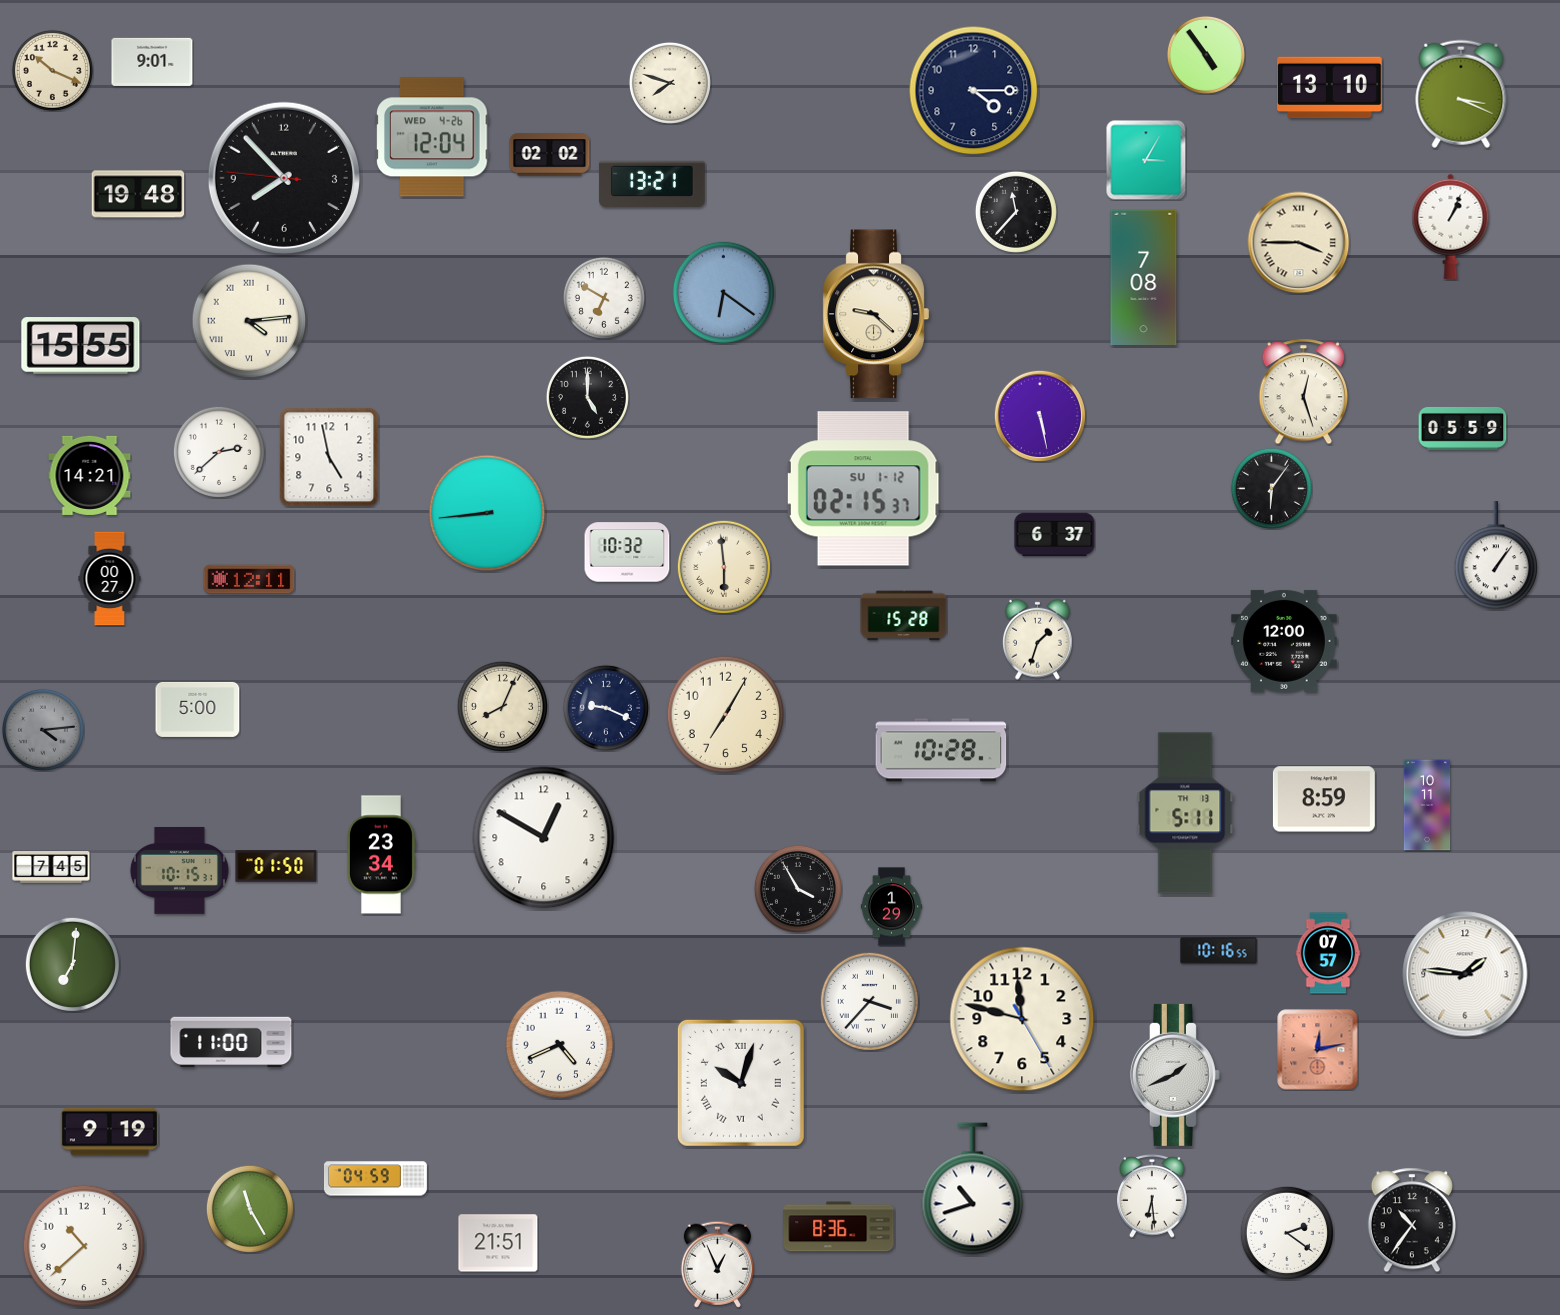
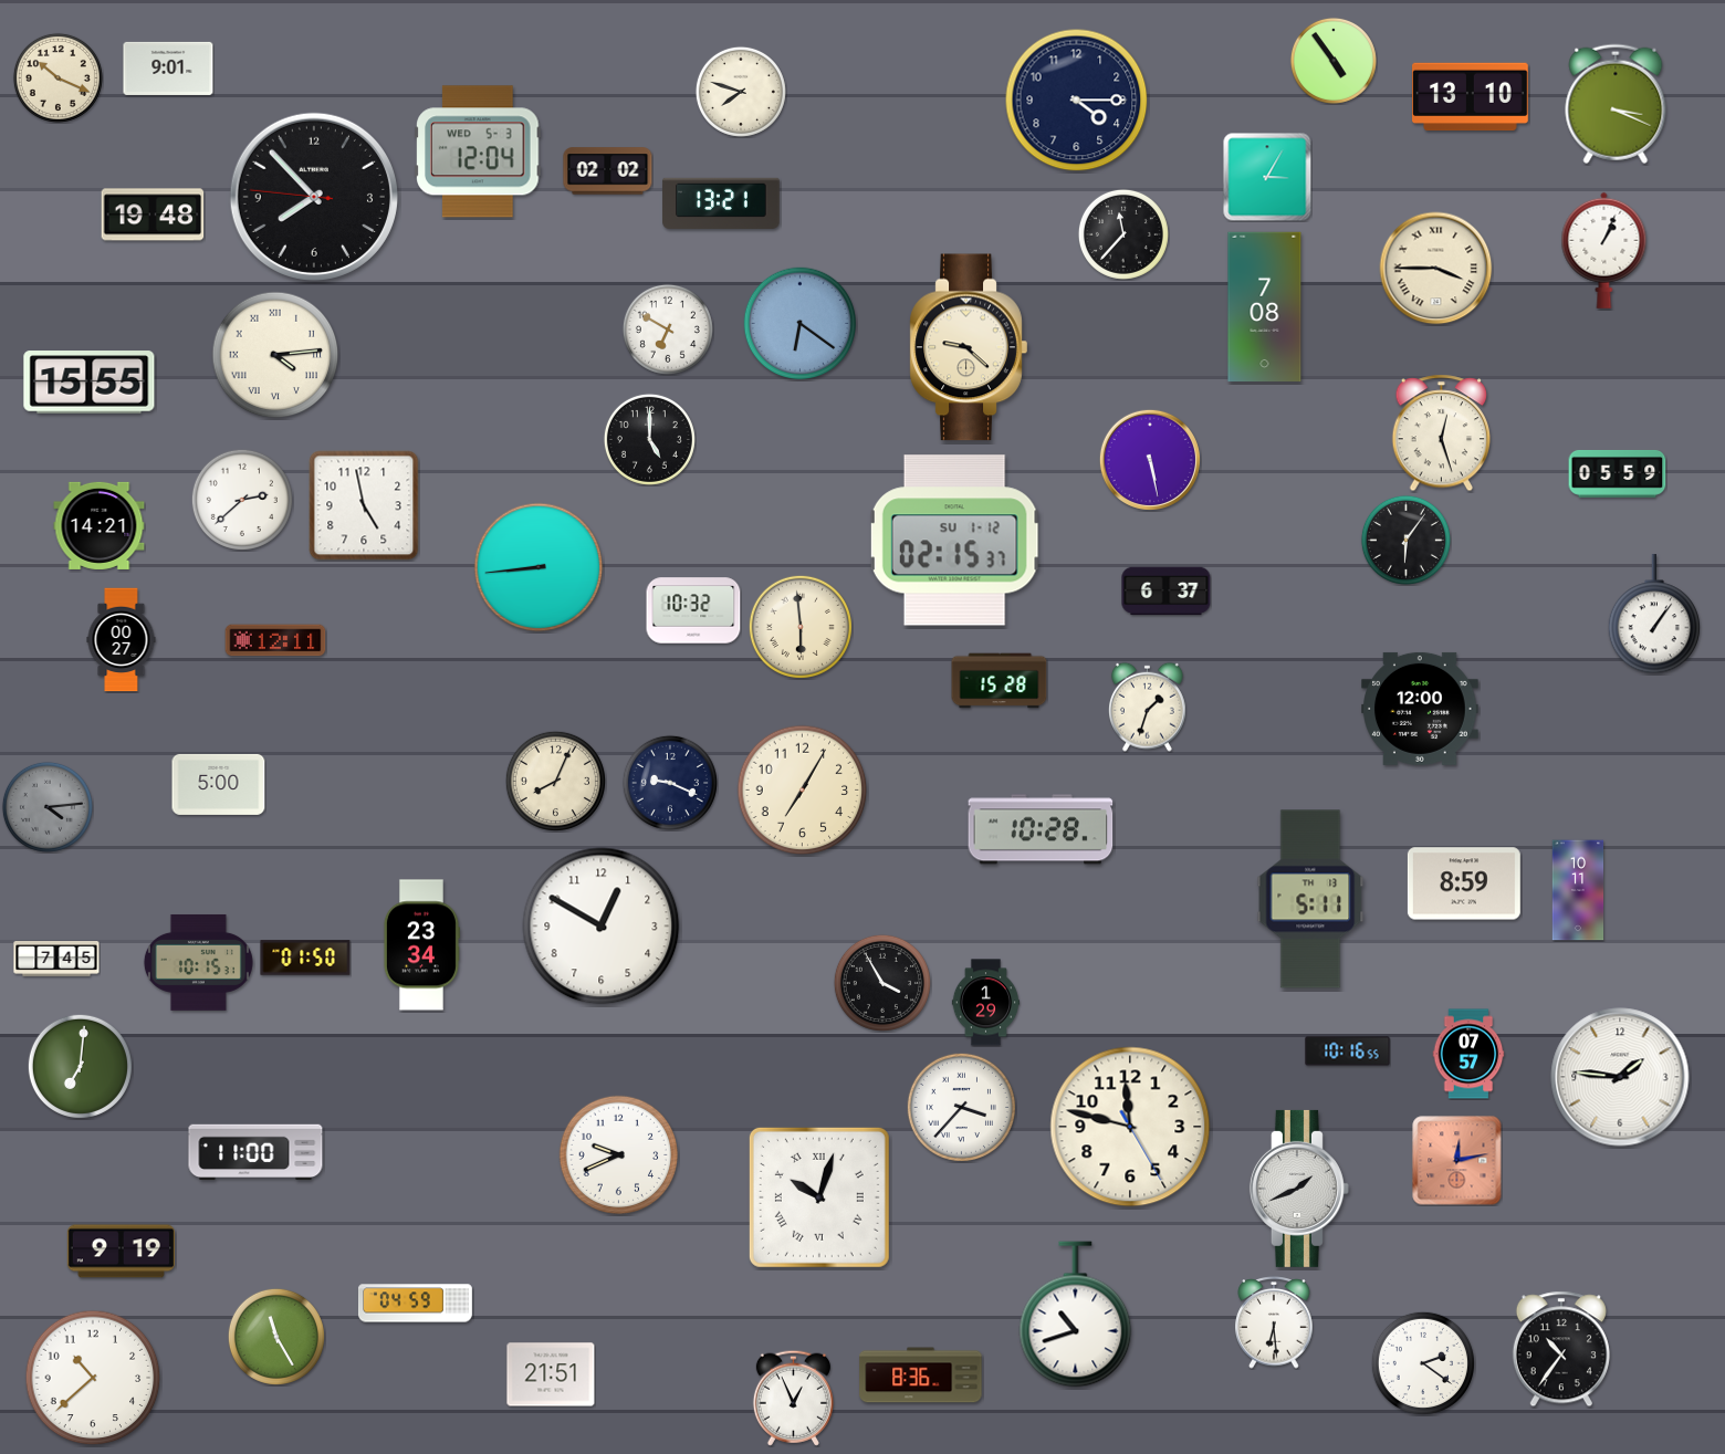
clock at (432, 137) date: WED 4-26 -> WED 5-3
clock at (560, 1045): 4:41 -> 9:41
clock at (839, 1227) position: (839, 1227) -> (921, 1375)
